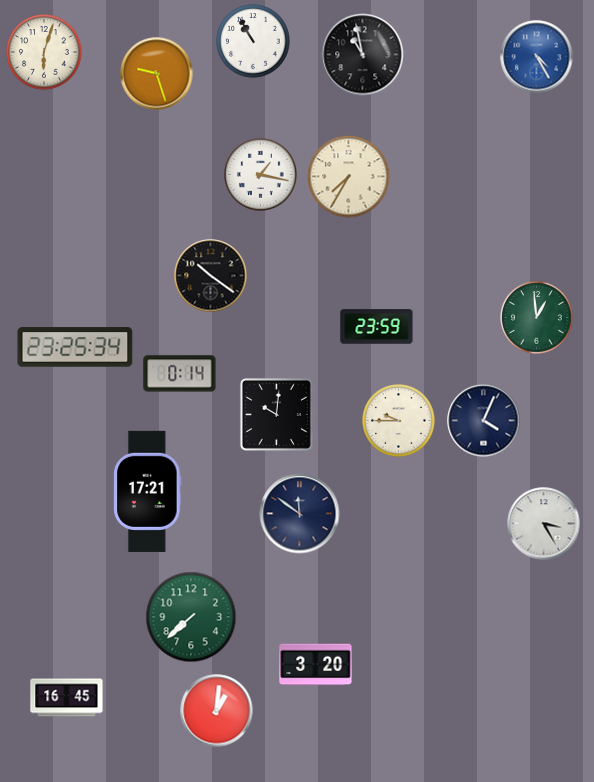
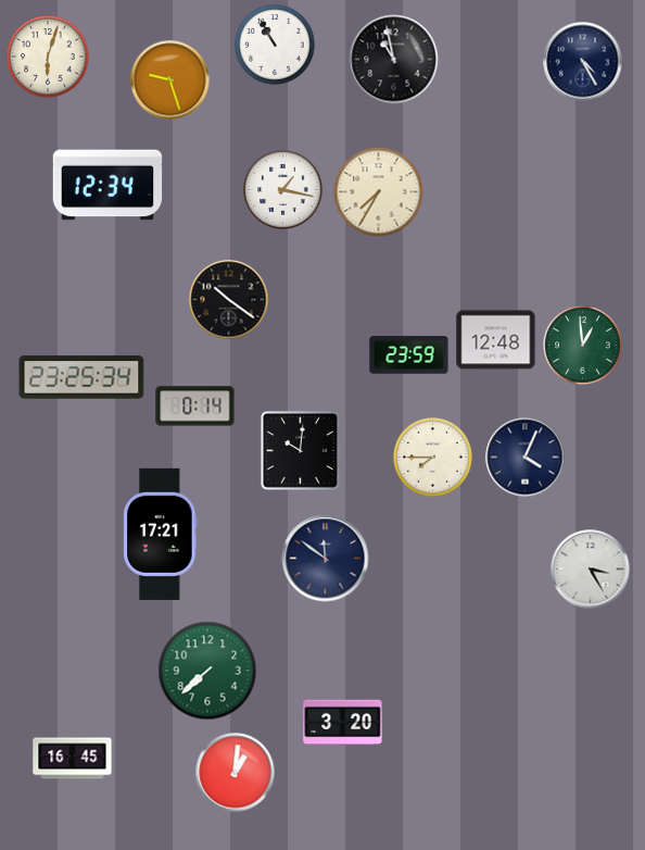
clock at (537, 57) dial: blue -> navy
clock at (107, 185): none -> 12:34
clock at (496, 340): none -> 12:48
clock at (399, 421): 9:45 -> 7:45
